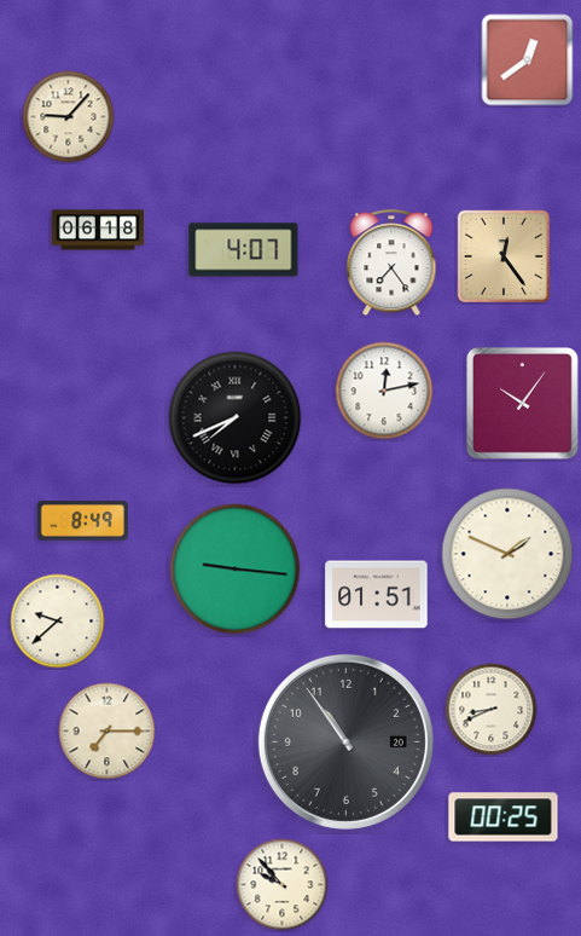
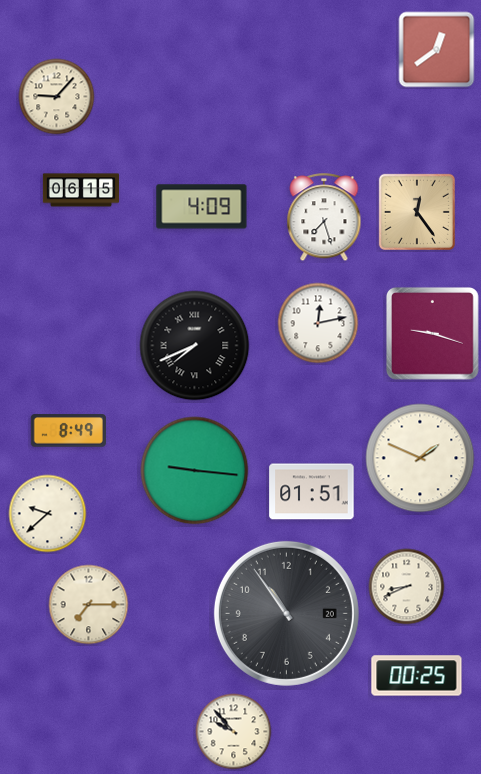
clock at (97, 230): 06:18 -> 06:15
clock at (244, 250): 4:07 -> 4:09
clock at (391, 264): 7:24 -> 7:27
clock at (522, 403): 10:06 -> 9:18
